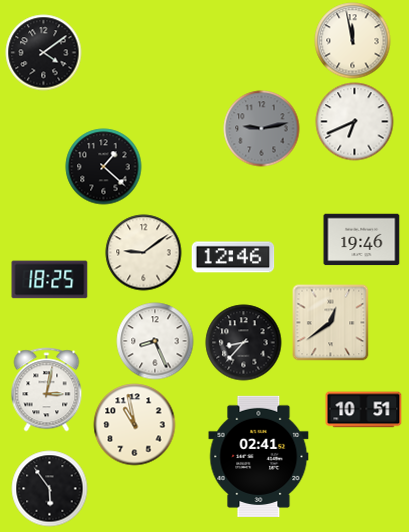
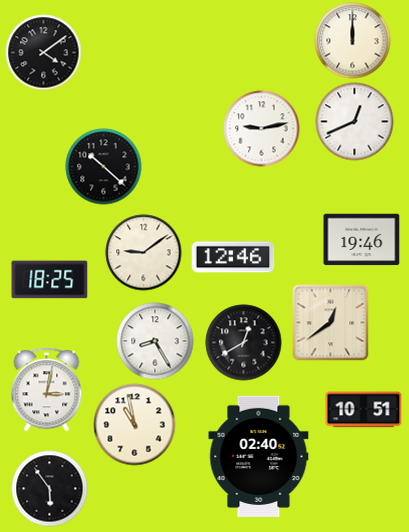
clock at (353, 41): 11:58 -> 12:00
clock at (355, 122): 6:41 -> 12:41
clock at (262, 129) dial: grey -> white
clock at (104, 167): 1:22 -> 10:22
clock at (155, 341): 8:26 -> 8:25
clock at (244, 343): 8:37 -> 12:40
clock at (259, 456): 02:41 -> 02:40
